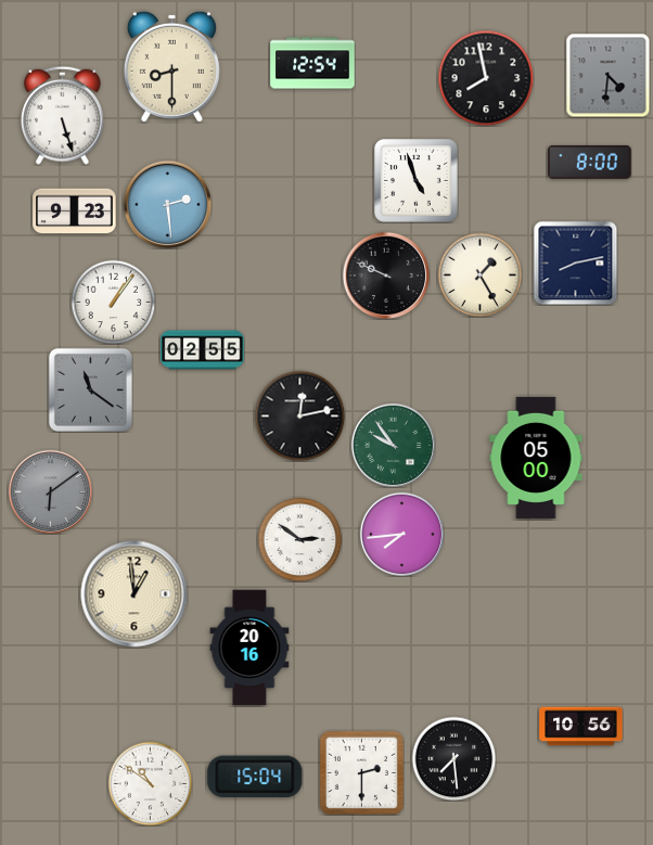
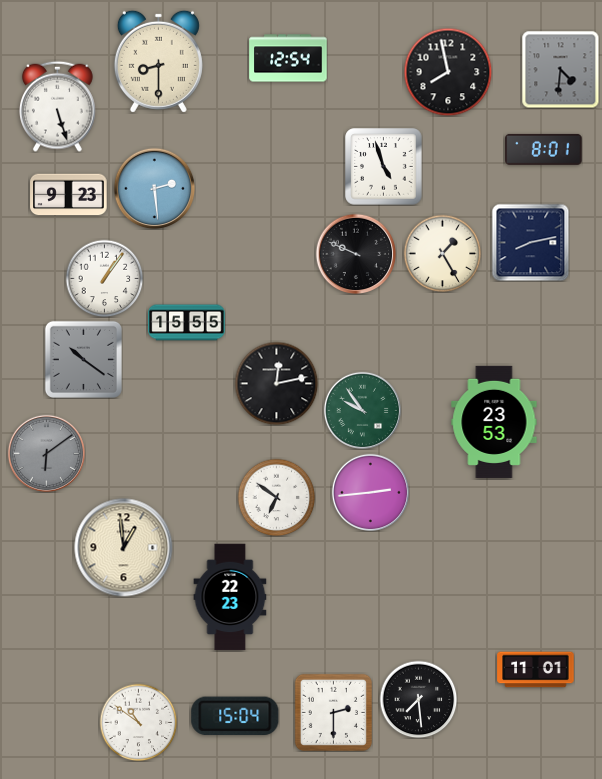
clock at (590, 162): 8:00 -> 8:01
clock at (203, 350): 02:55 -> 15:55
clock at (90, 389): 11:21 -> 10:21
clock at (536, 458): 05:00 -> 23:53
clock at (401, 534): 7:44 -> 2:44
clock at (299, 539): 2:51 -> 6:51
clock at (249, 648): 20:16 -> 22:23
clock at (581, 727): 10:56 -> 11:01
